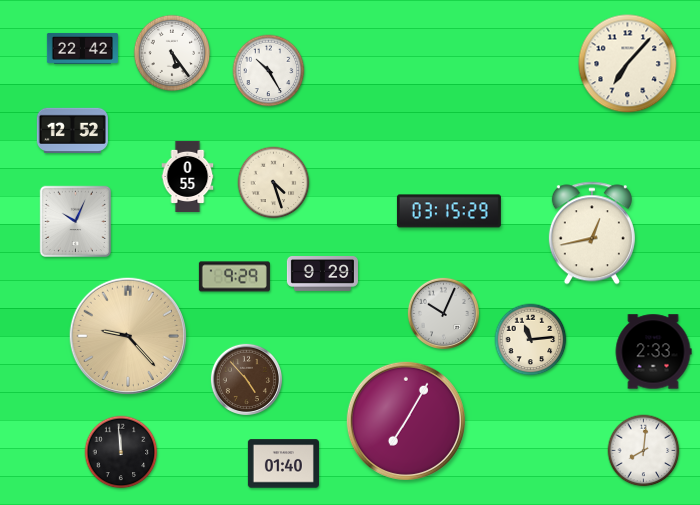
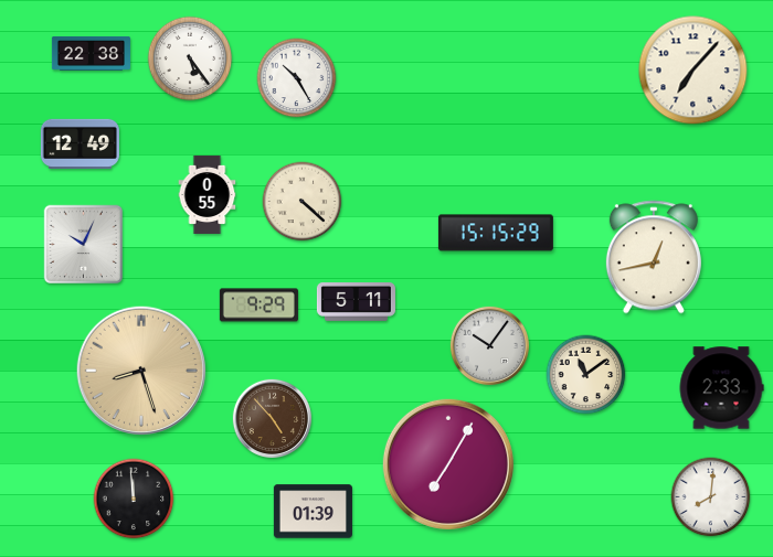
clock at (82, 48): 22:42 -> 22:38
clock at (72, 130): 12:52 -> 12:49
clock at (274, 183): 4:27 -> 4:22
clock at (449, 211): 03:15 -> 15:15
clock at (322, 274): 9:29 -> 5:11
clock at (443, 313): 10:04 -> 10:06
clock at (127, 335): 9:23 -> 8:27
clock at (531, 340): 11:14 -> 11:09
clock at (283, 464): 01:40 -> 01:39
